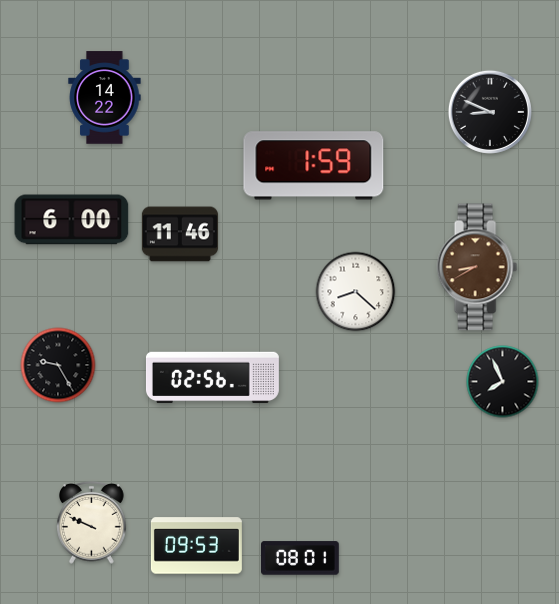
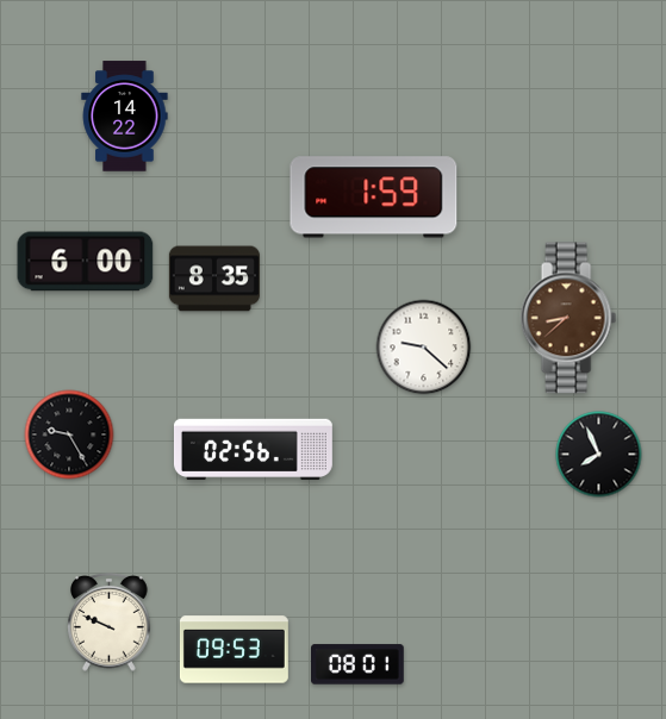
clock at (490, 112): 8:49 -> none
clock at (180, 234): 11:46 -> 8:35
clock at (477, 267): 8:40 -> 8:38
clock at (356, 292): 8:22 -> 9:22
